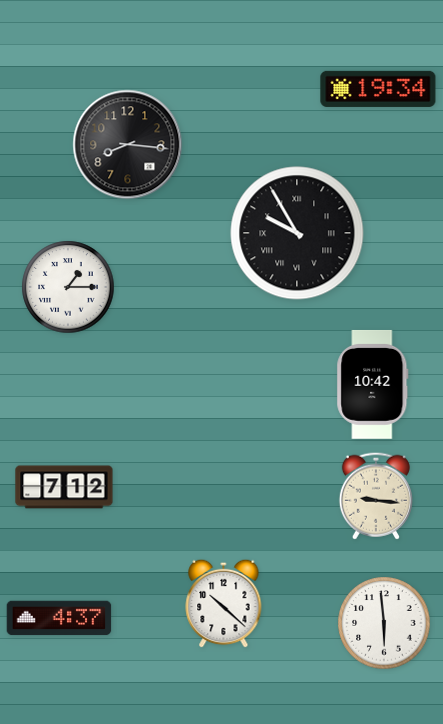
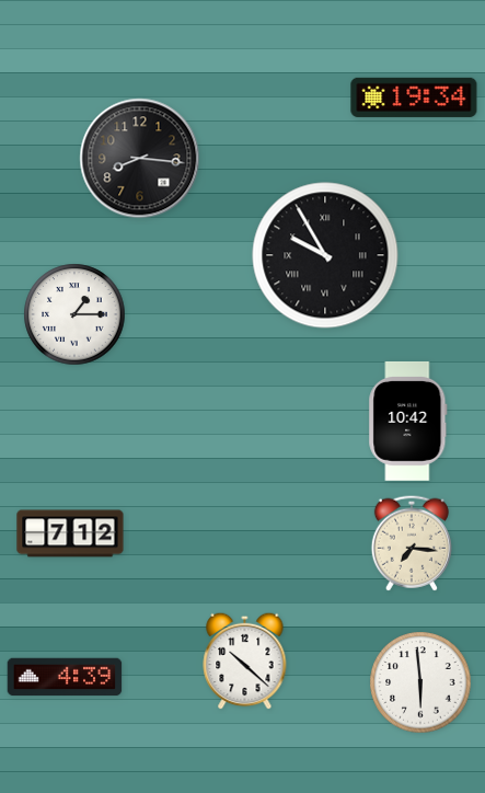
clock at (376, 496): 9:16 -> 7:16
clock at (59, 618): 4:37 -> 4:39
